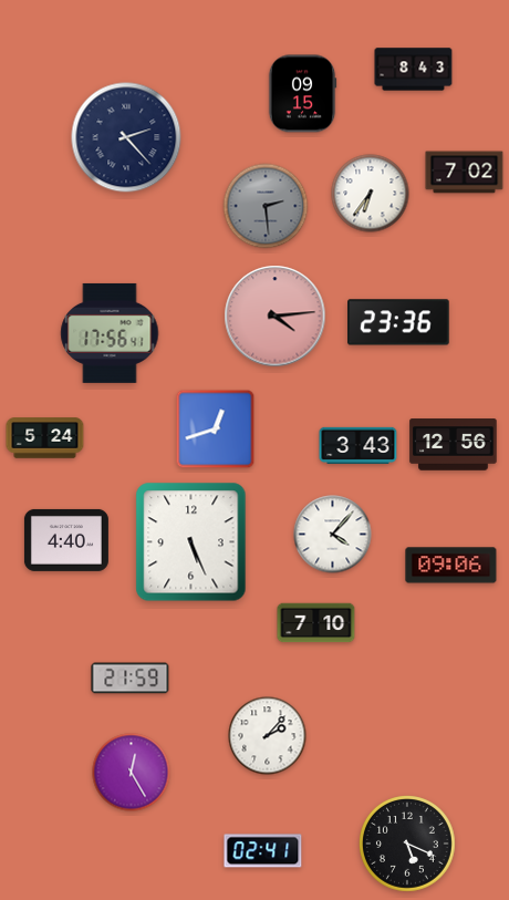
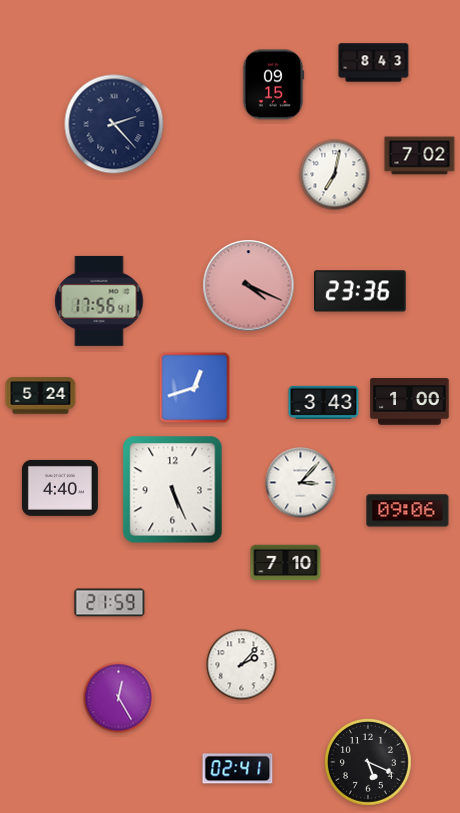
clock at (371, 194): 6:36 -> 7:02
clock at (266, 206): 2:29 -> none
clock at (276, 317): 4:14 -> 4:19
clock at (454, 445): 12:56 -> 1:00
clock at (333, 535): 4:07 -> 3:07
clock at (131, 679) position: (131, 679) -> (110, 603)
